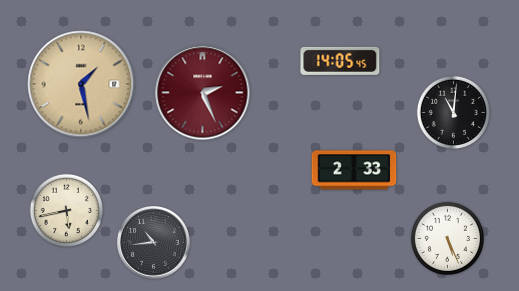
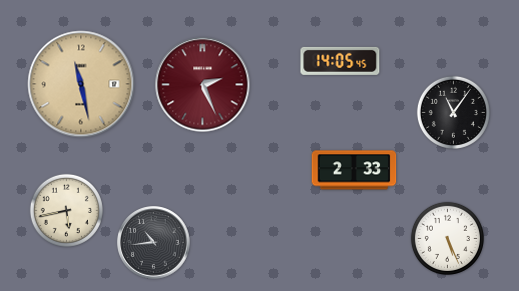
clock at (81, 84): 1:28 -> 11:28
clock at (203, 93) position: (203, 93) -> (203, 85)
clock at (453, 112): 11:01 -> 11:06
